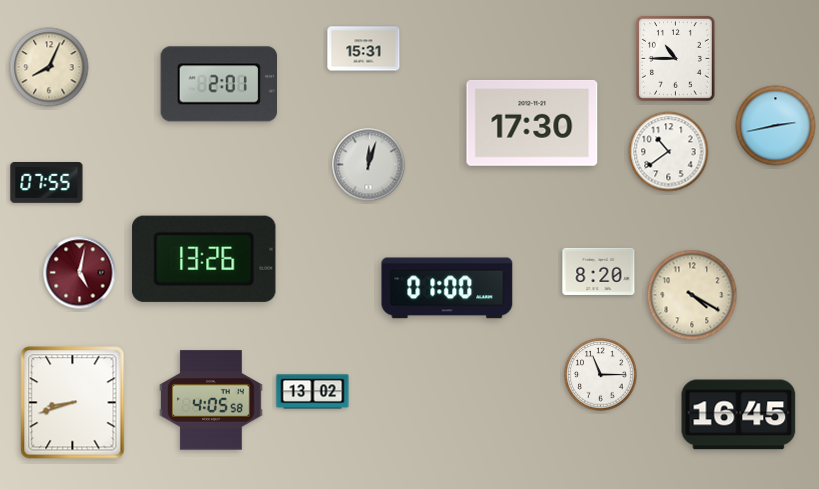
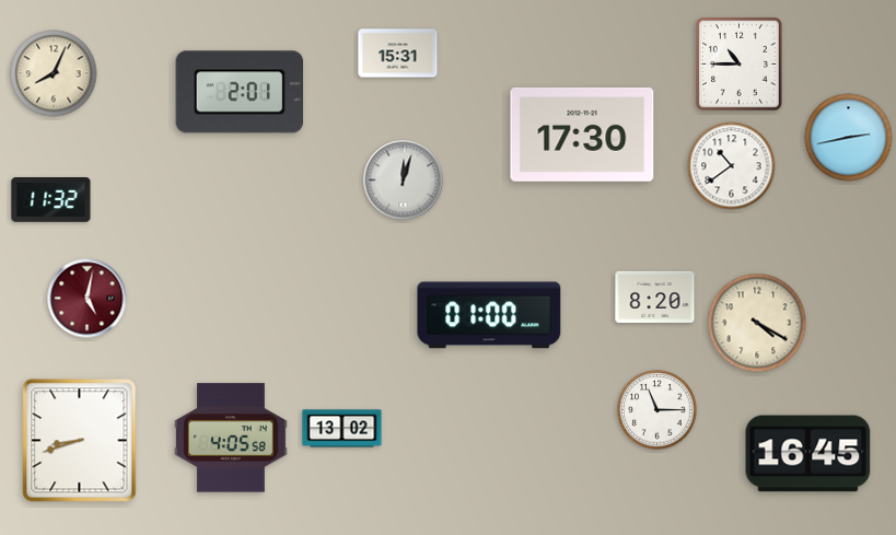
clock at (47, 183): 07:55 -> 11:32
clock at (204, 259): 13:26 -> none
